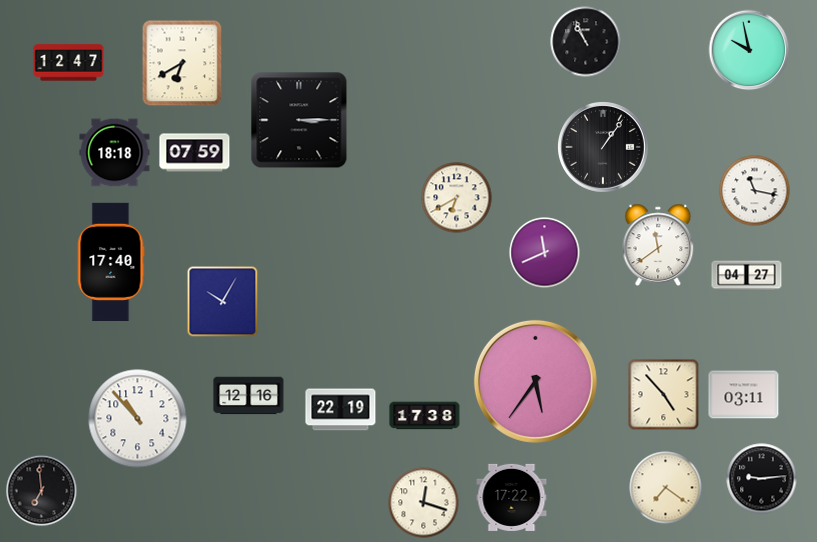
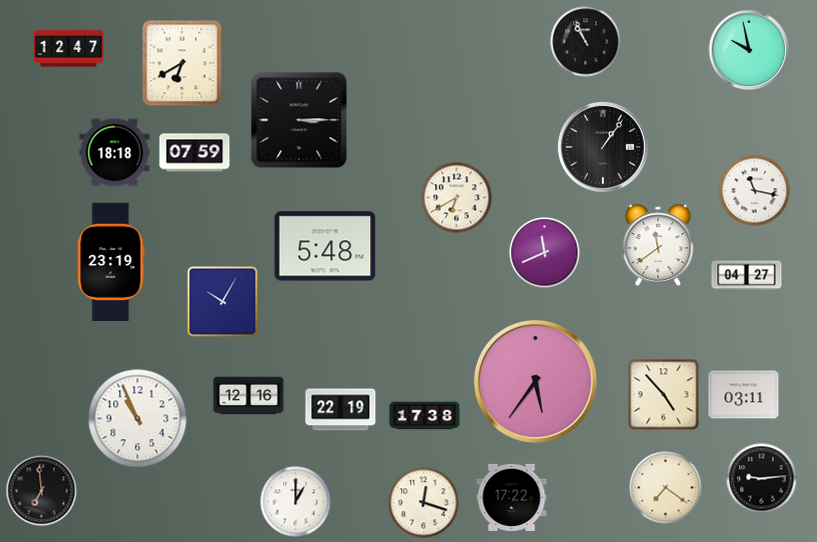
clock at (69, 63) position: (69, 63) -> (69, 49)
clock at (325, 246): none -> 5:48
clock at (111, 261): 17:40 -> 23:19
clock at (138, 419): 10:53 -> 10:56
clock at (296, 502): none -> 1:00
